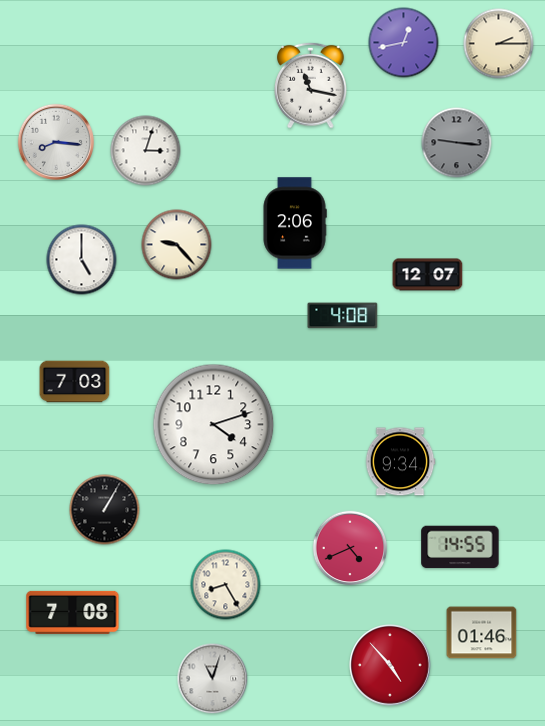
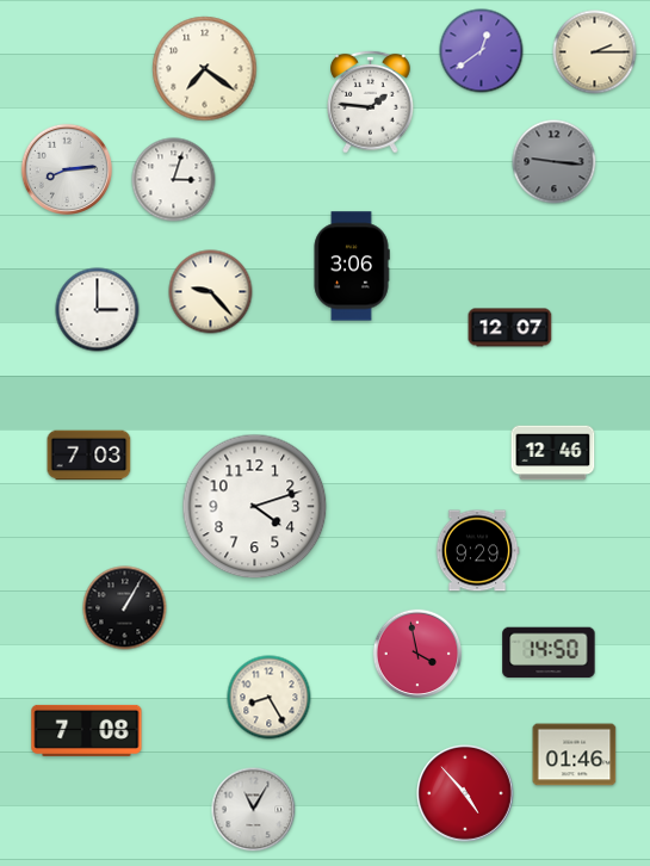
clock at (404, 43): 12:43 -> 12:39
clock at (205, 69): none -> 7:21
clock at (311, 85): 11:17 -> 1:46
clock at (55, 141): 8:16 -> 8:14
clock at (457, 143) position: (457, 143) -> (555, 162)
clock at (295, 223): 2:06 -> 3:06
clock at (82, 260): 5:00 -> 3:00
clock at (343, 316): 4:08 -> none
clock at (553, 453): none -> 12:46
clock at (400, 462): 9:34 -> 9:29
clock at (460, 547): 14:55 -> 14:50
clock at (350, 548): 4:41 -> 3:58
clock at (213, 679): 11:03 -> 11:05
